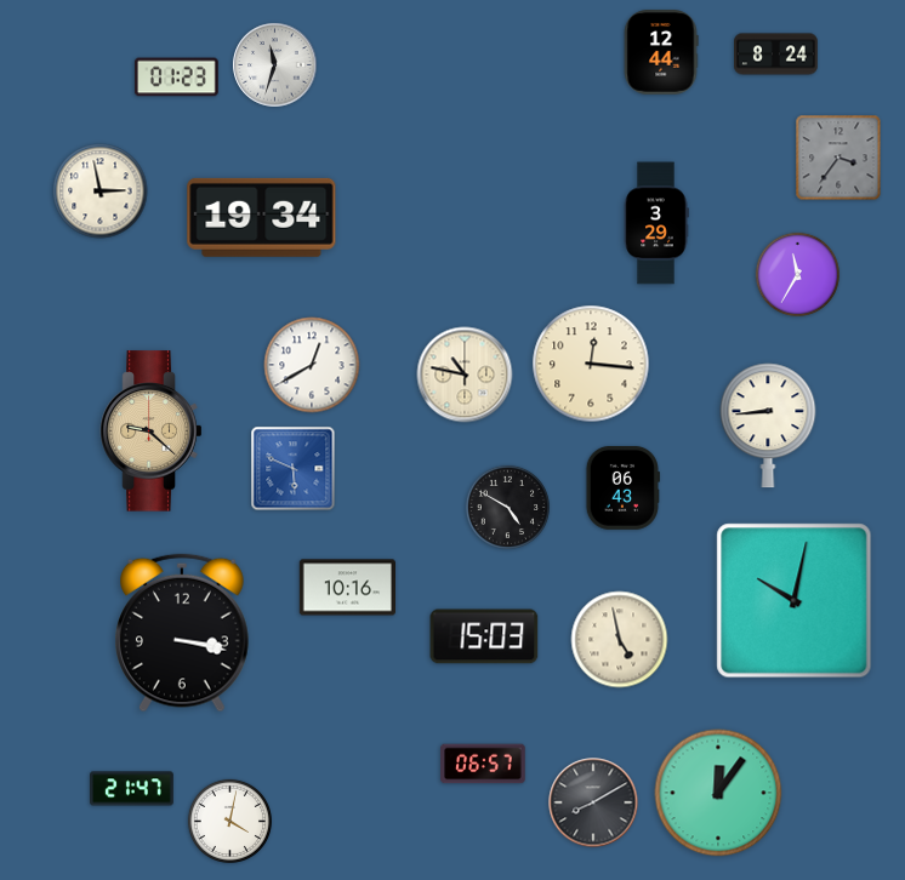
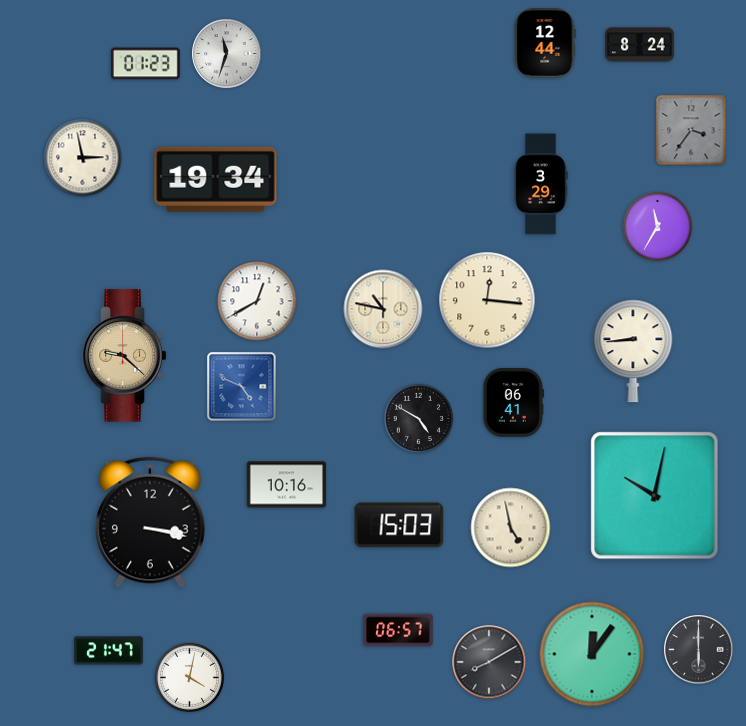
clock at (294, 469): 5:49 -> 4:49
clock at (622, 487): 06:43 -> 06:41
clock at (699, 650): none -> 6:00
